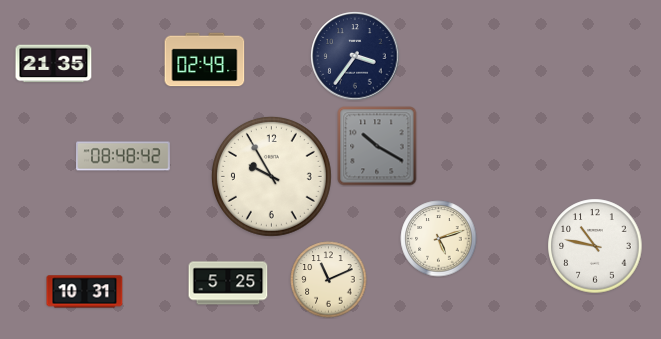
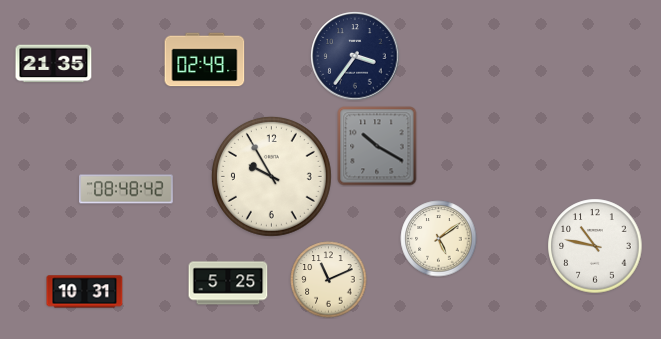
clock at (123, 156) position: (123, 156) -> (126, 189)
clock at (439, 239): 5:12 -> 5:09
